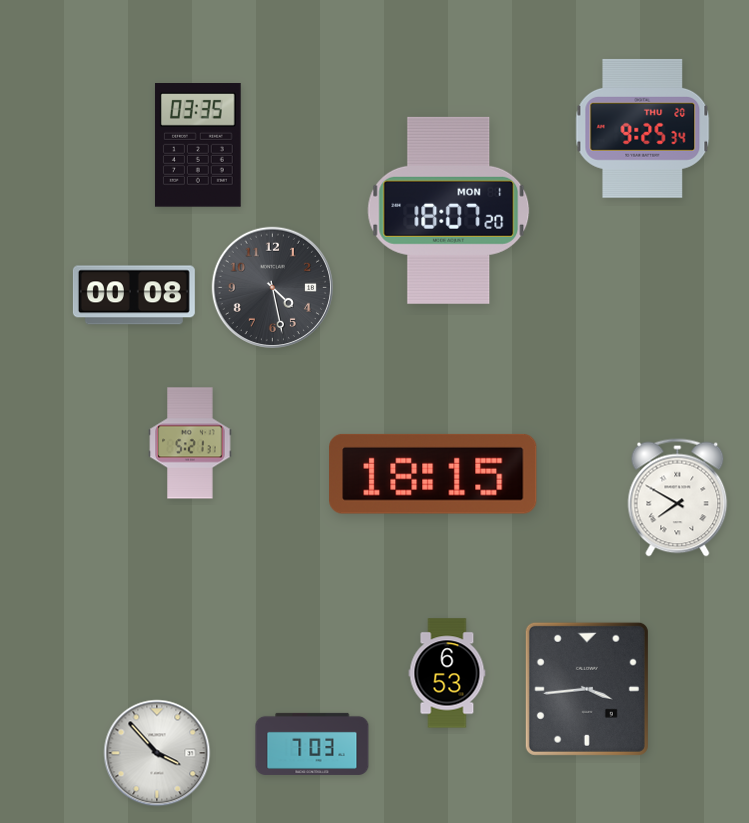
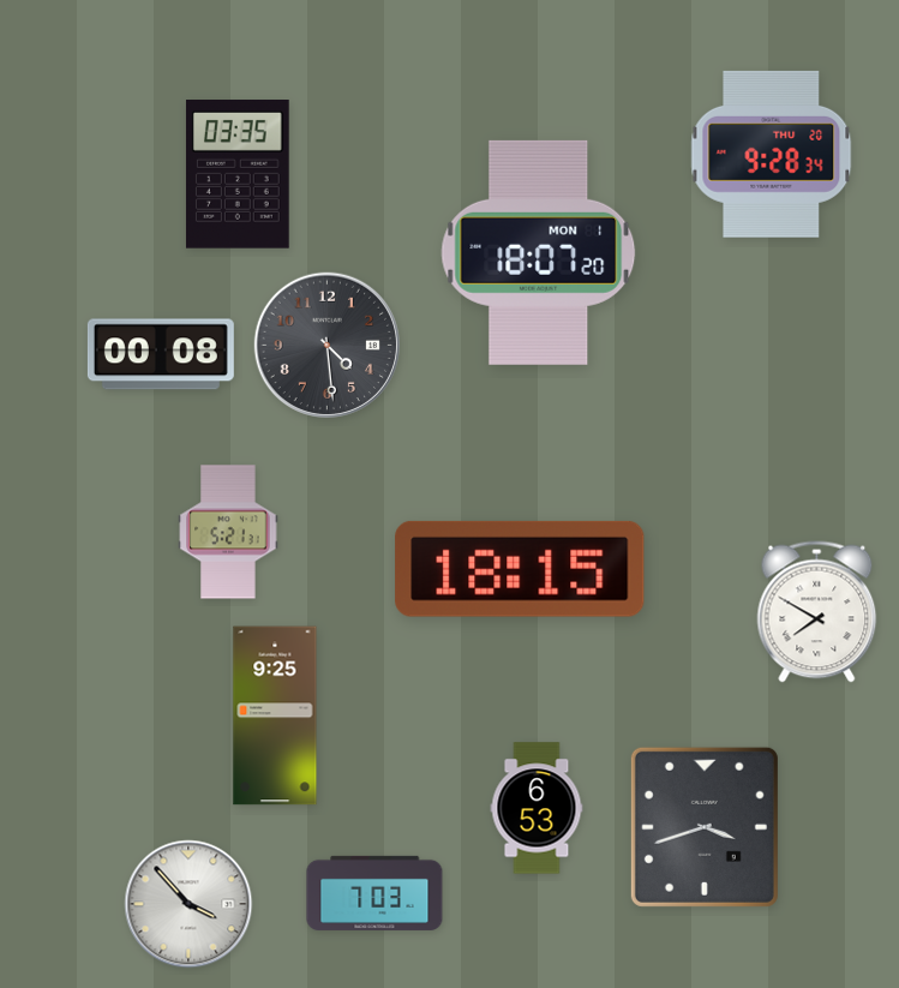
clock at (643, 128): 9:25 -> 9:28
clock at (272, 287): 4:28 -> 4:29
clock at (678, 498) position: (678, 498) -> (817, 612)
clock at (275, 715): none -> 9:25
clock at (587, 689): 3:44 -> 3:42
